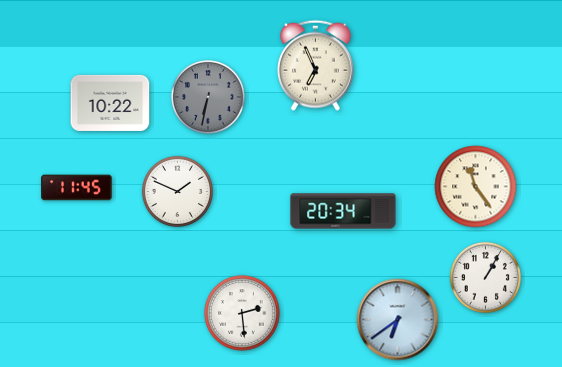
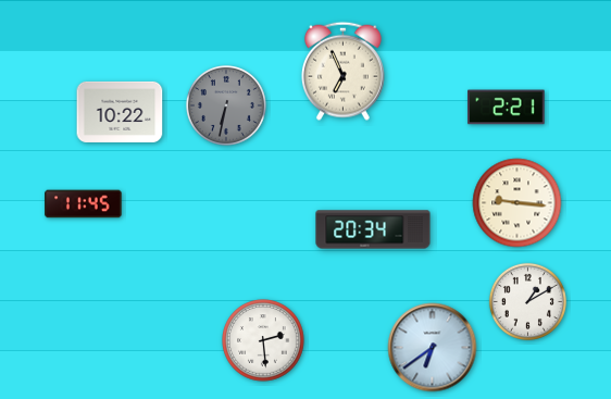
clock at (507, 108): none -> 2:21
clock at (476, 187): 11:24 -> 9:16
clock at (177, 191): 1:49 -> none
clock at (485, 277): 1:05 -> 1:10
